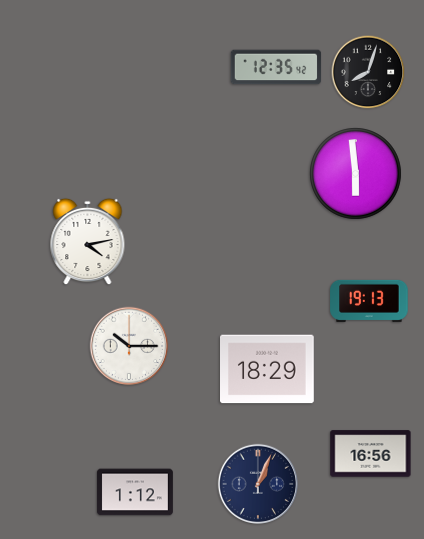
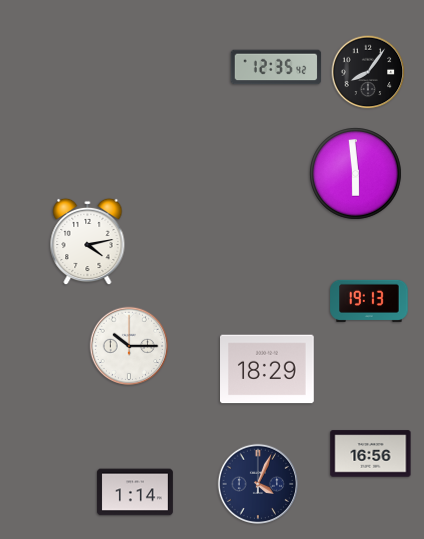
clock at (368, 72): 8:03 -> 8:06
clock at (258, 484): 1:04 -> 4:04
clock at (135, 492): 1:12 -> 1:14
